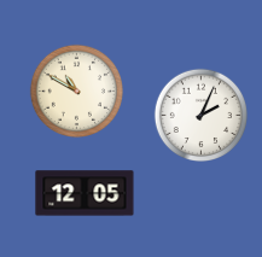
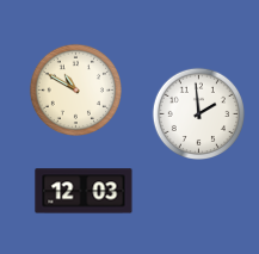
clock at (200, 115): 2:04 -> 1:59
clock at (85, 193): 12:05 -> 12:03
